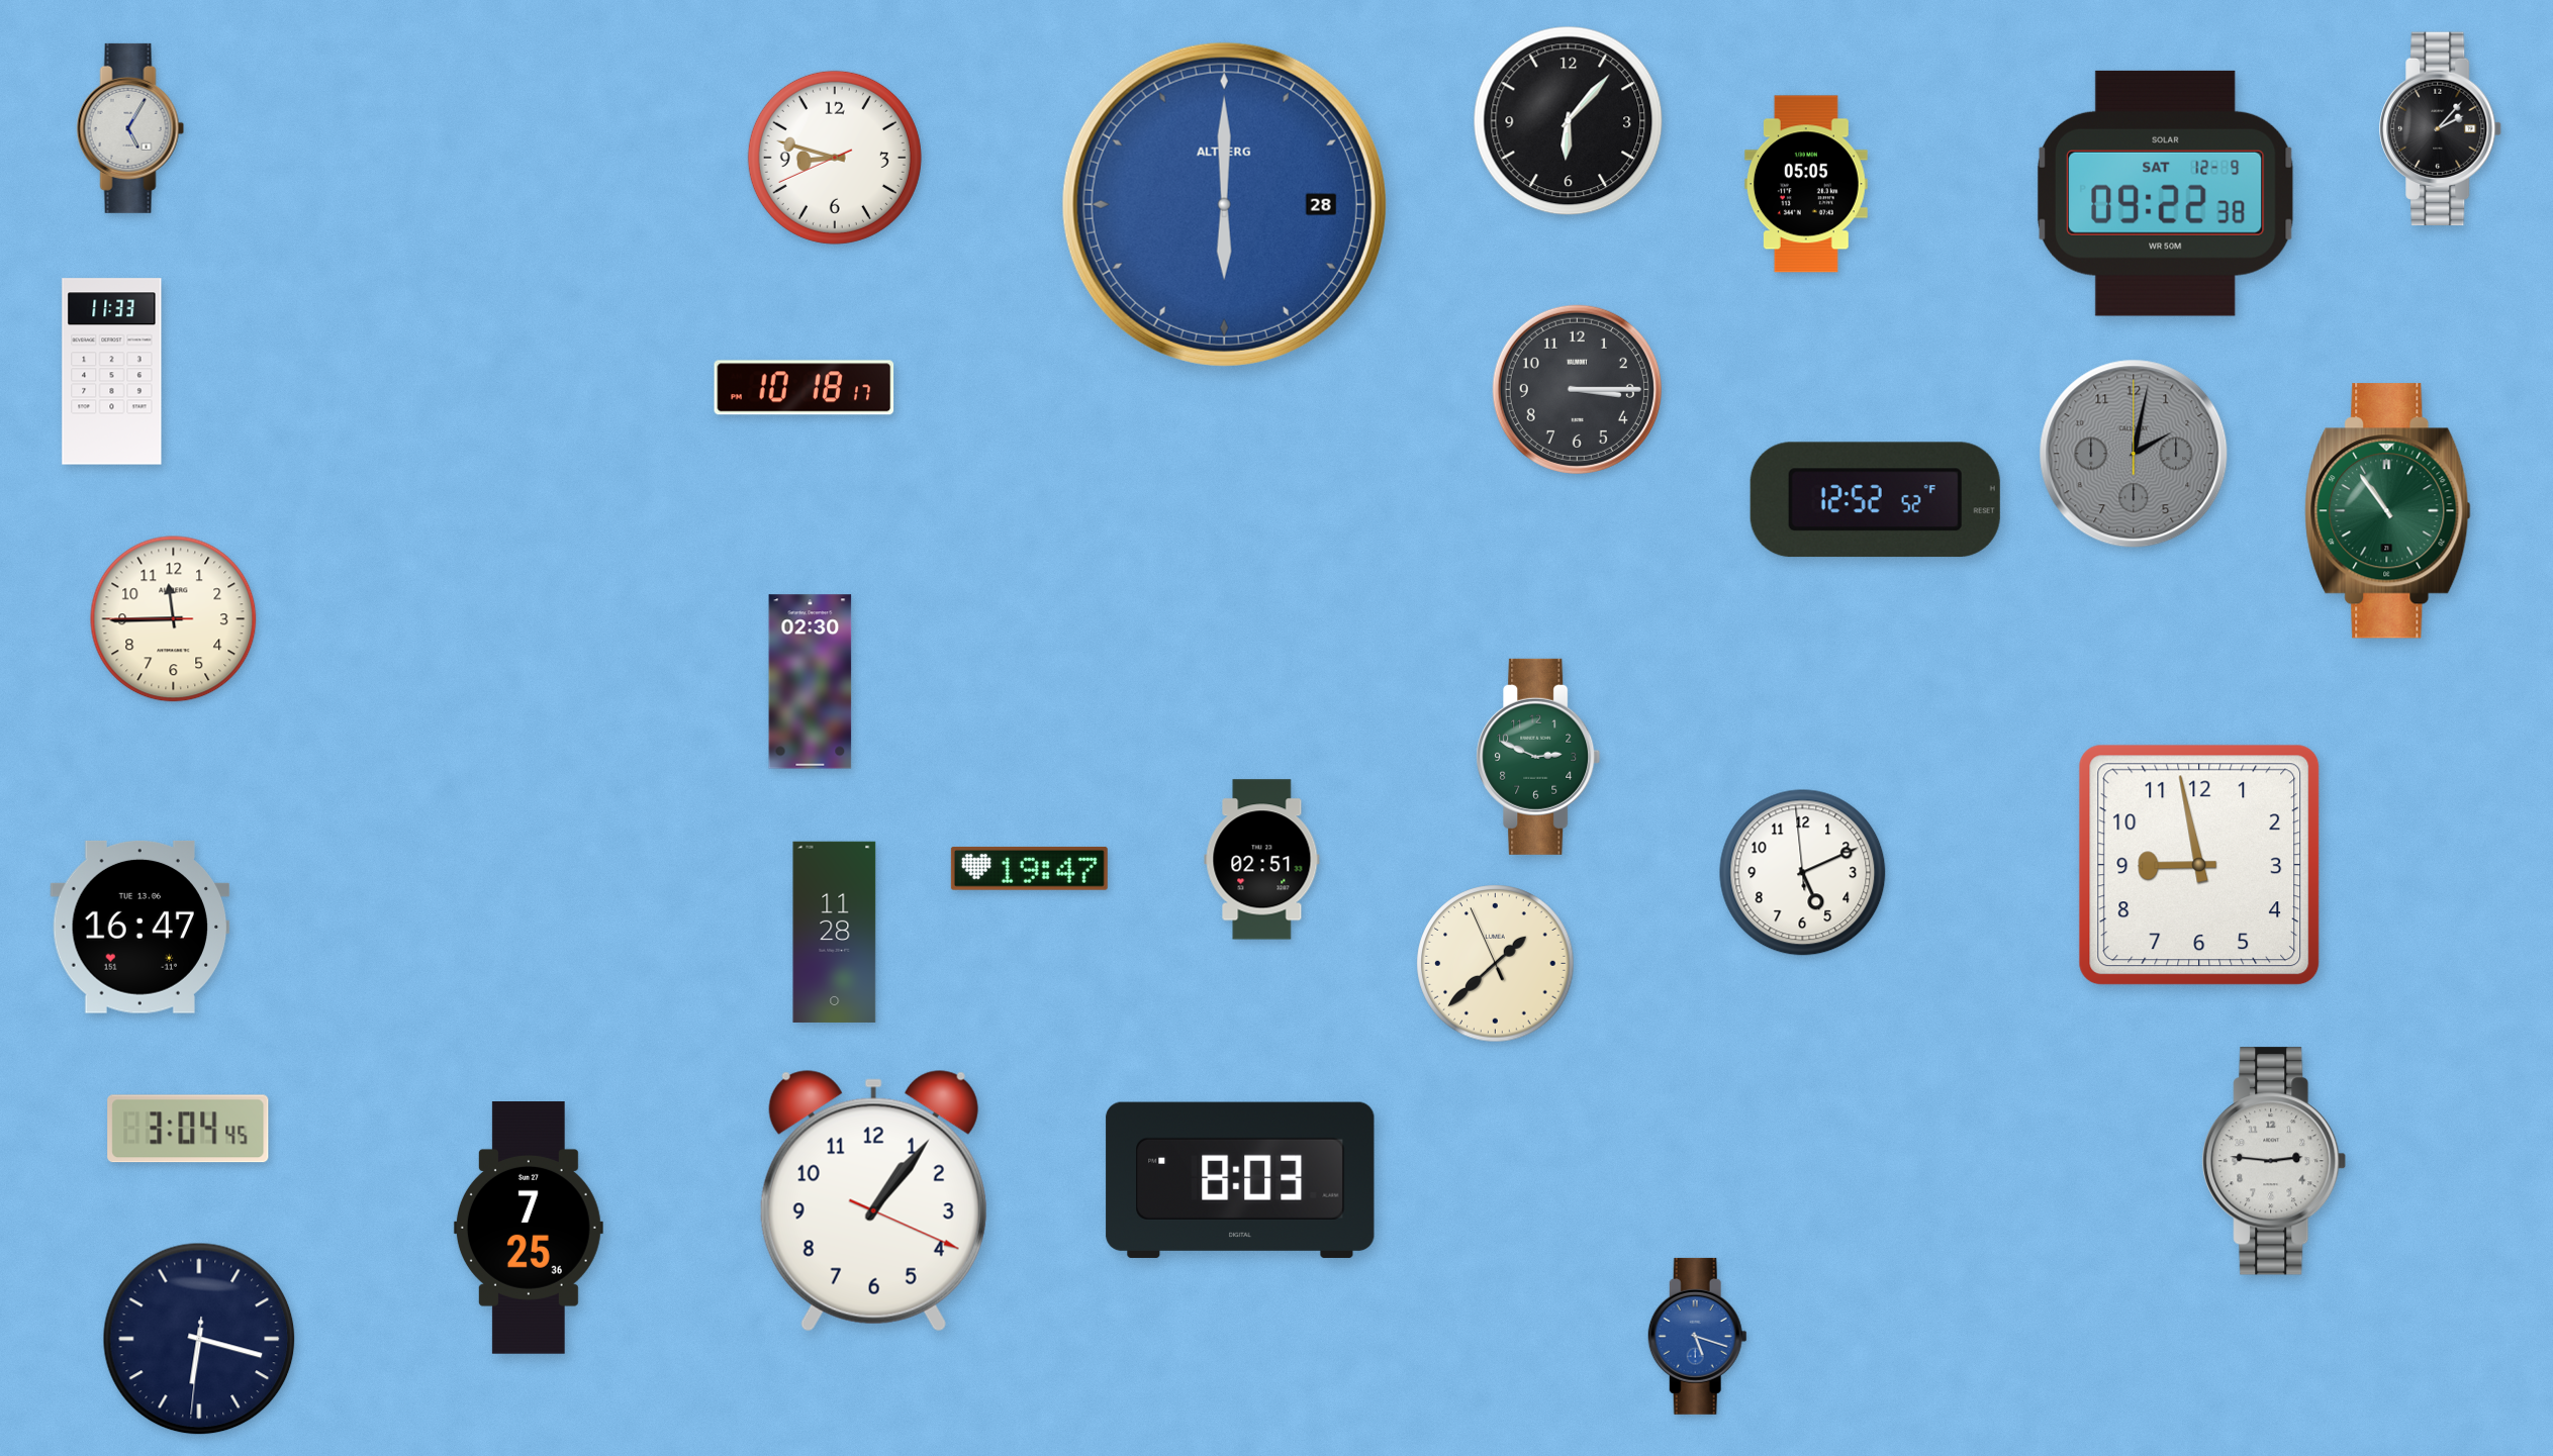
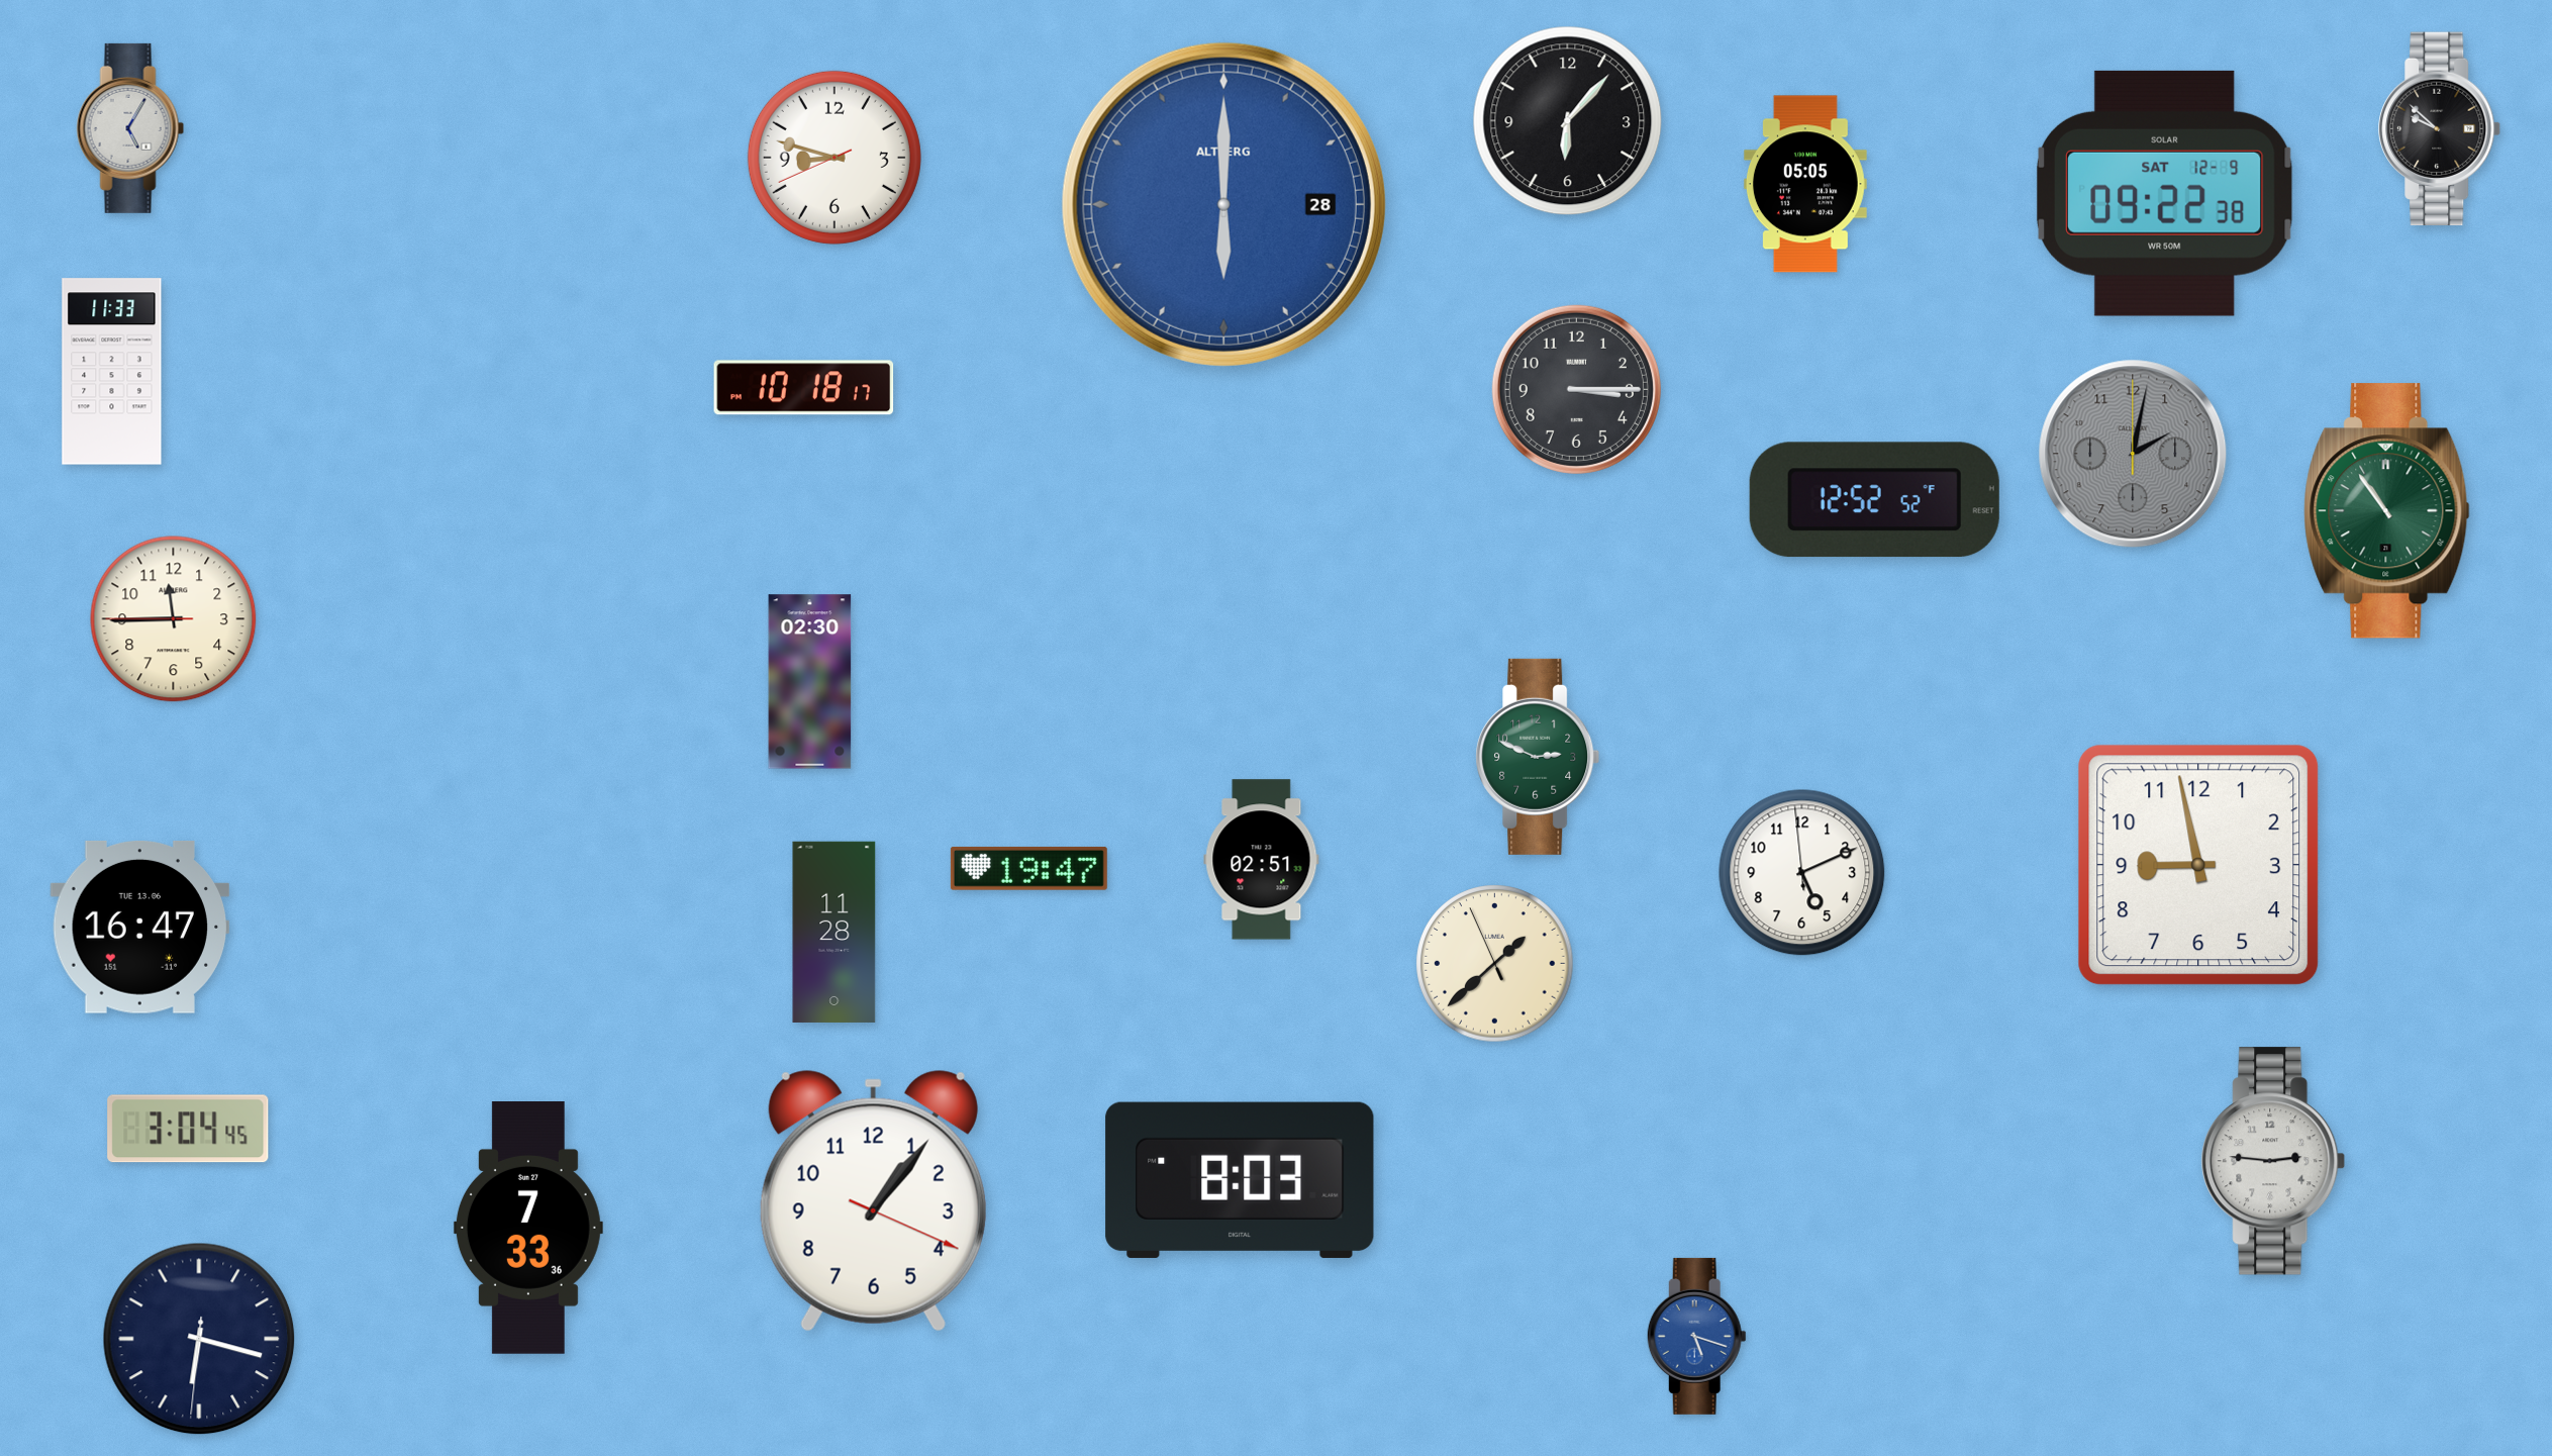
clock at (2441, 129): 2:07 -> 9:52
clock at (529, 1229): 7:25 -> 7:33
